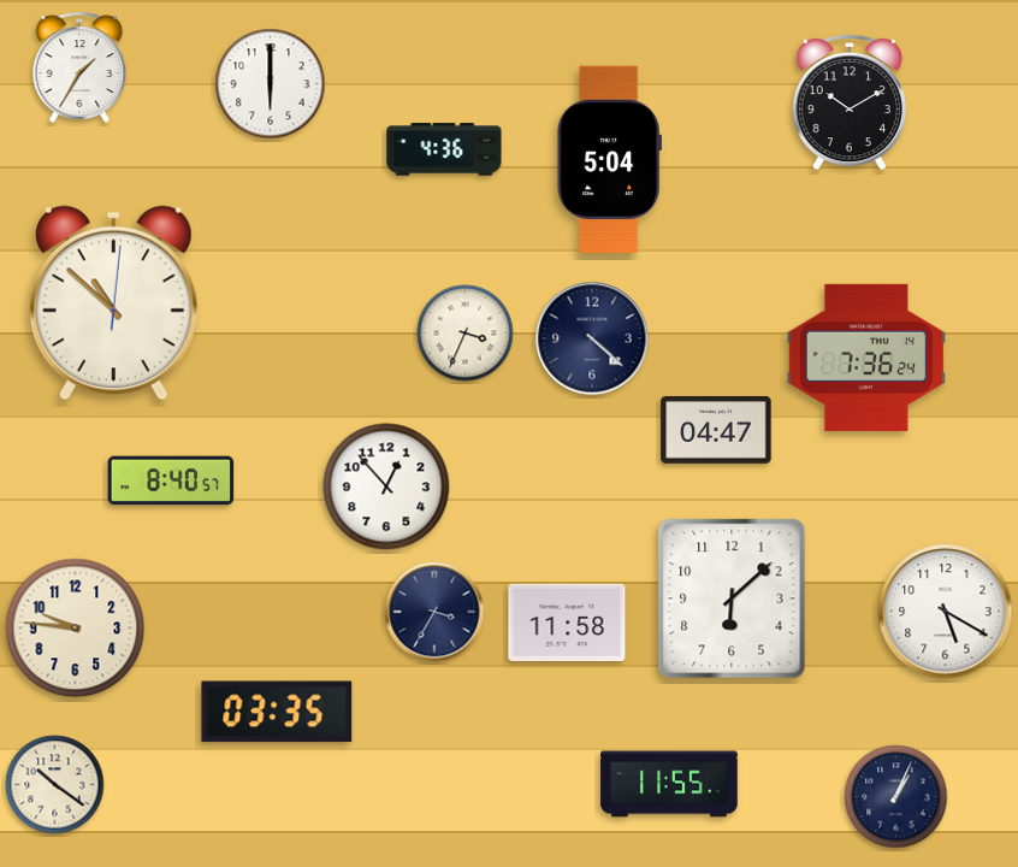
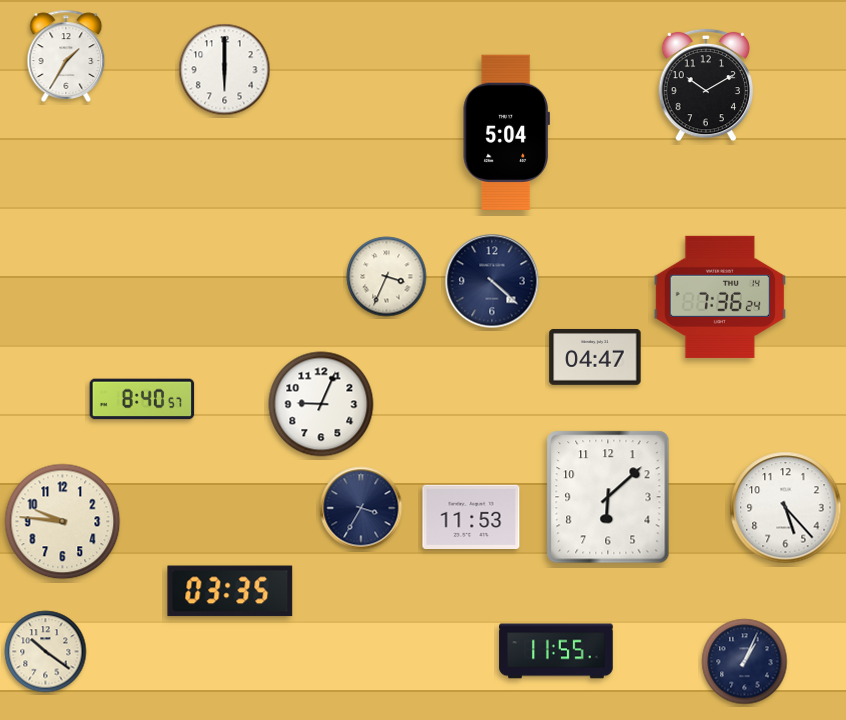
clock at (444, 149): 4:36 -> none
clock at (113, 303): 10:52 -> none
clock at (386, 486): 12:53 -> 9:04
clock at (946, 612): 5:20 -> 5:23
clock at (567, 621): 11:58 -> 11:53
